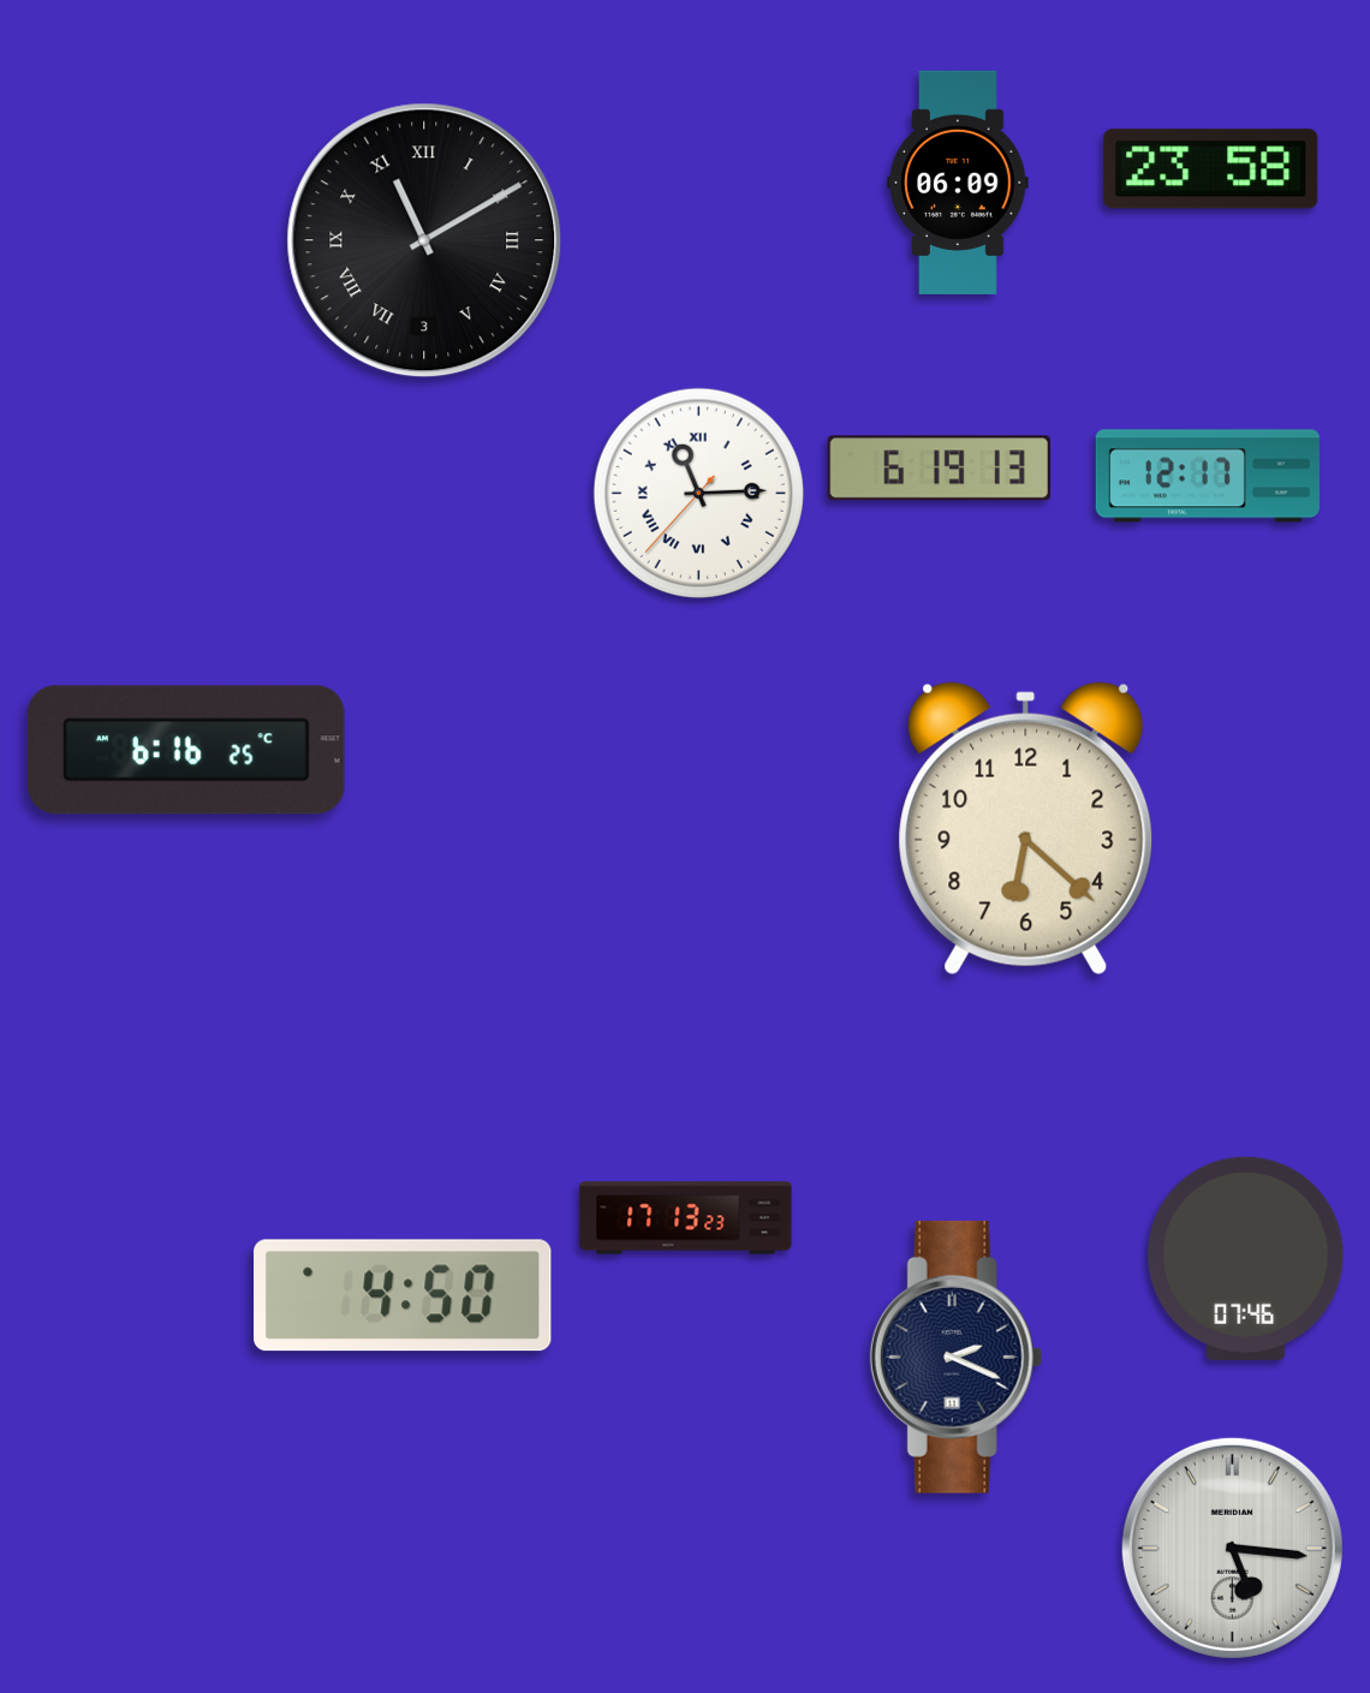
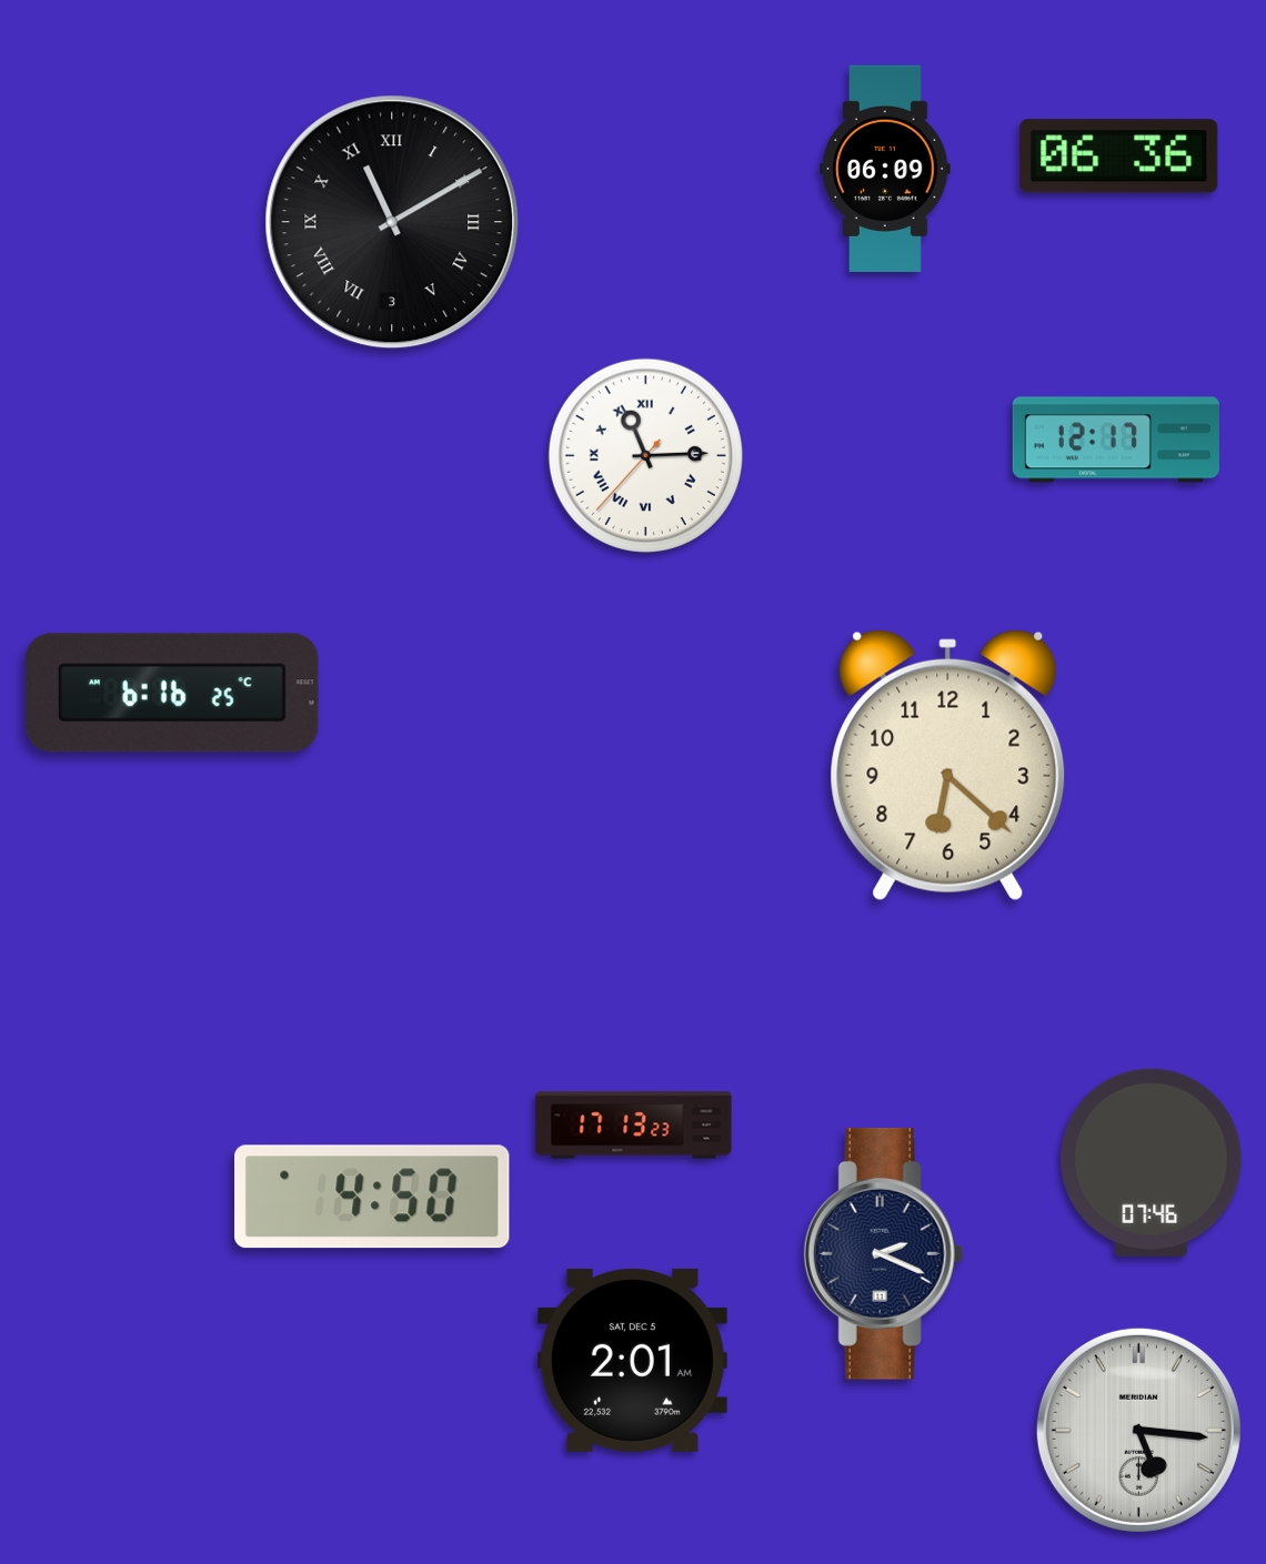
clock at (1211, 169): 23:58 -> 06:36
clock at (939, 469): 6:19 -> none
clock at (632, 1360): none -> 2:01
